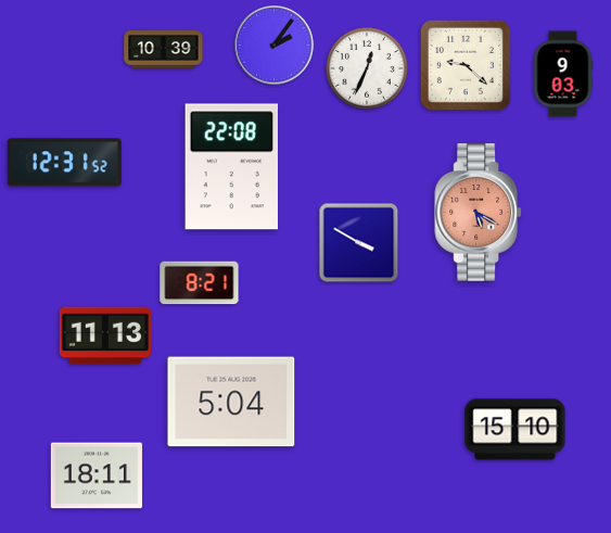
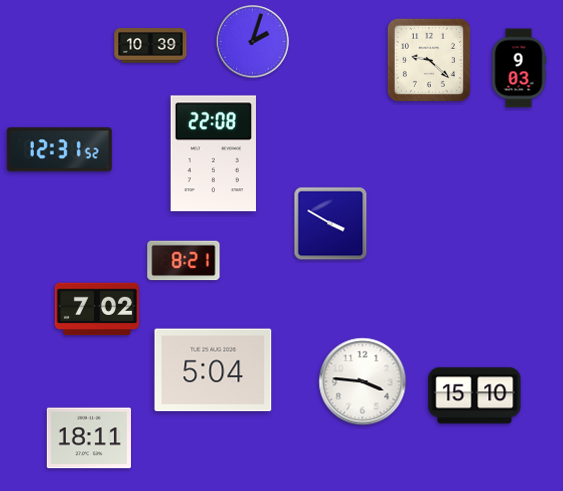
clock at (275, 46): 2:06 -> 2:03
clock at (367, 68): 12:34 -> none
clock at (479, 213): 5:20 -> none
clock at (105, 335): 11:13 -> 7:02
clock at (363, 382): none -> 3:46
